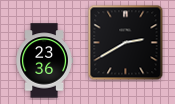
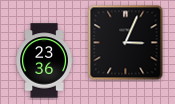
clock at (126, 43): 2:40 -> 3:04
